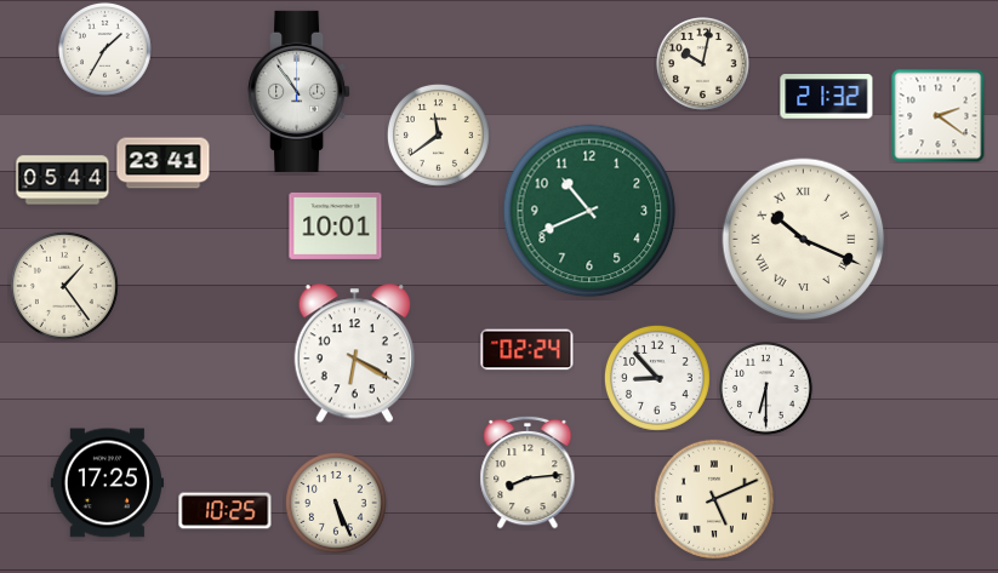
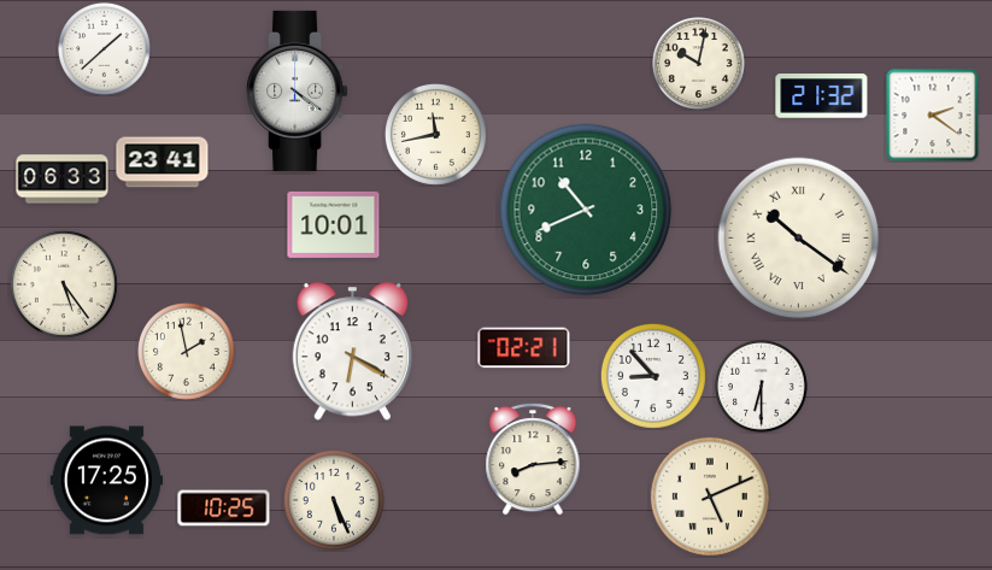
clock at (105, 50): 1:35 -> 1:38
clock at (301, 91): 10:54 -> 4:21
clock at (438, 134): 11:39 -> 11:43
clock at (63, 181): 05:44 -> 06:33
clock at (804, 240): 10:19 -> 10:21
clock at (64, 286): 1:24 -> 5:24
clock at (527, 350): 02:24 -> 02:21
clock at (187, 352): none -> 1:58
clock at (527, 472) position: (527, 472) -> (533, 459)
